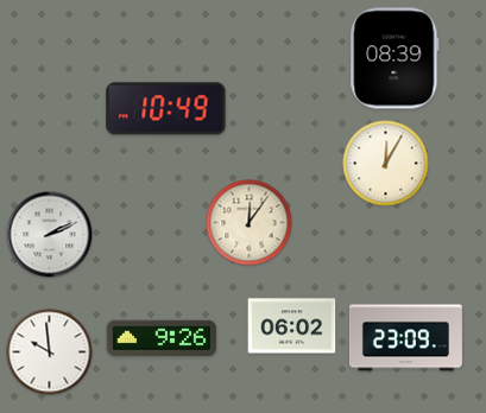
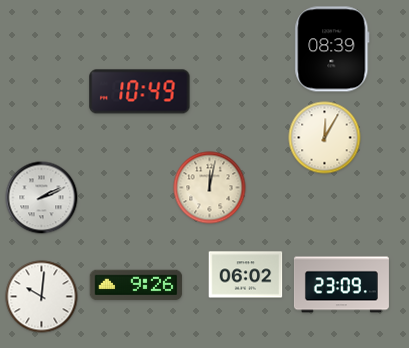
clock at (250, 223): 12:06 -> 12:02
clock at (50, 352): 9:59 -> 10:01
